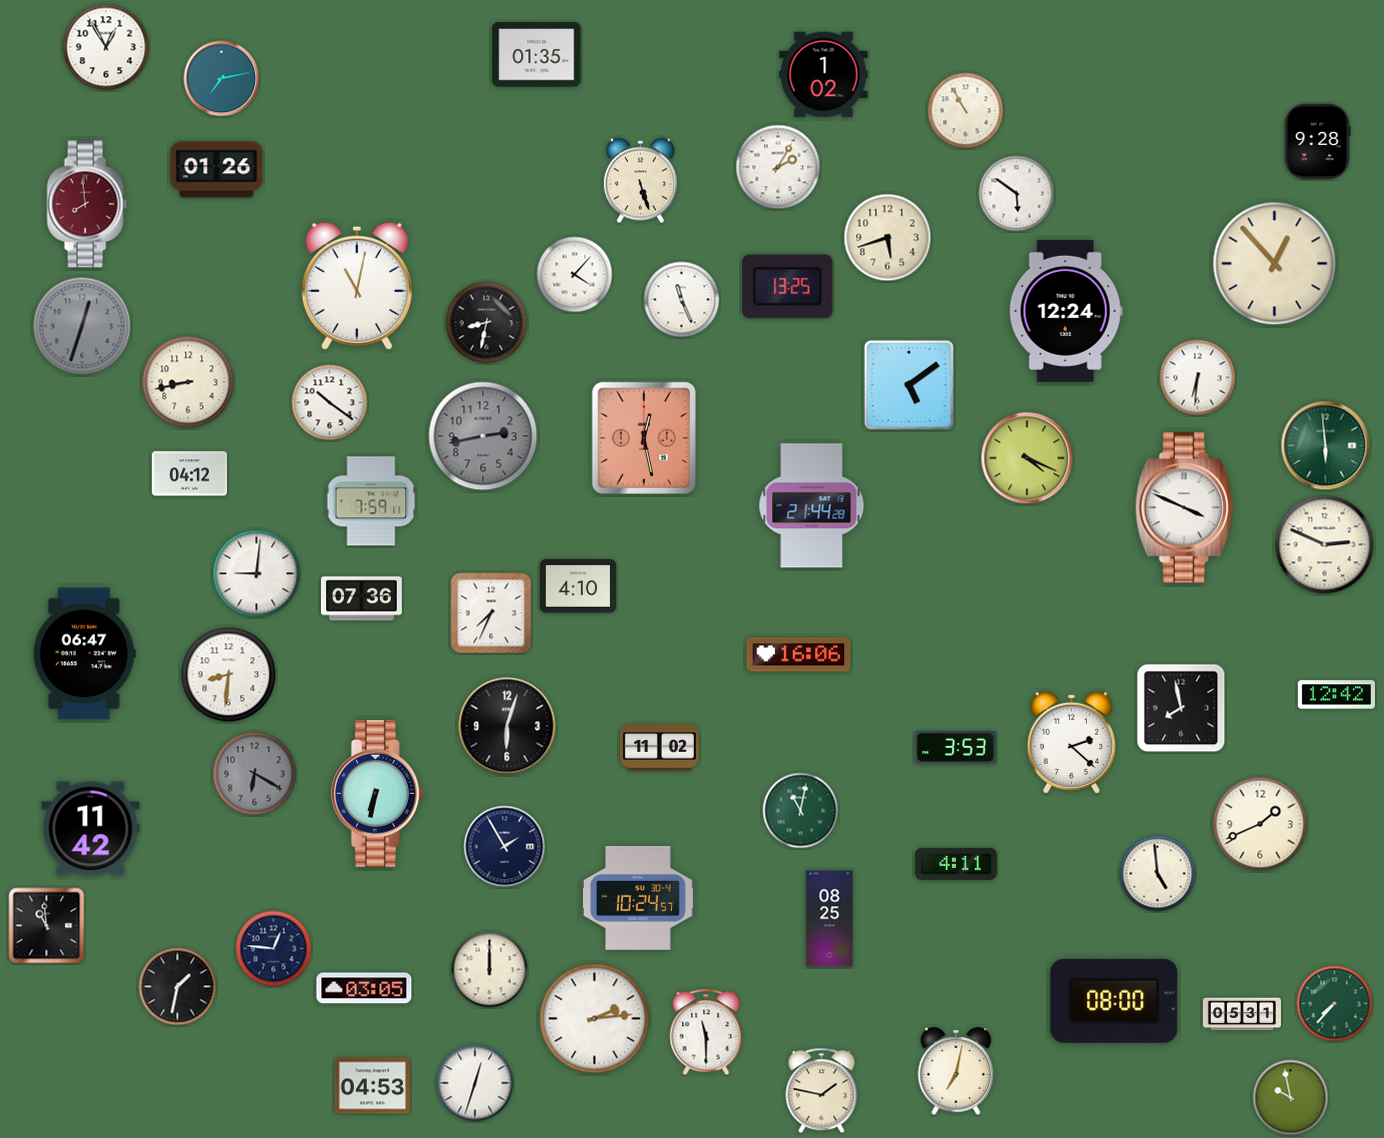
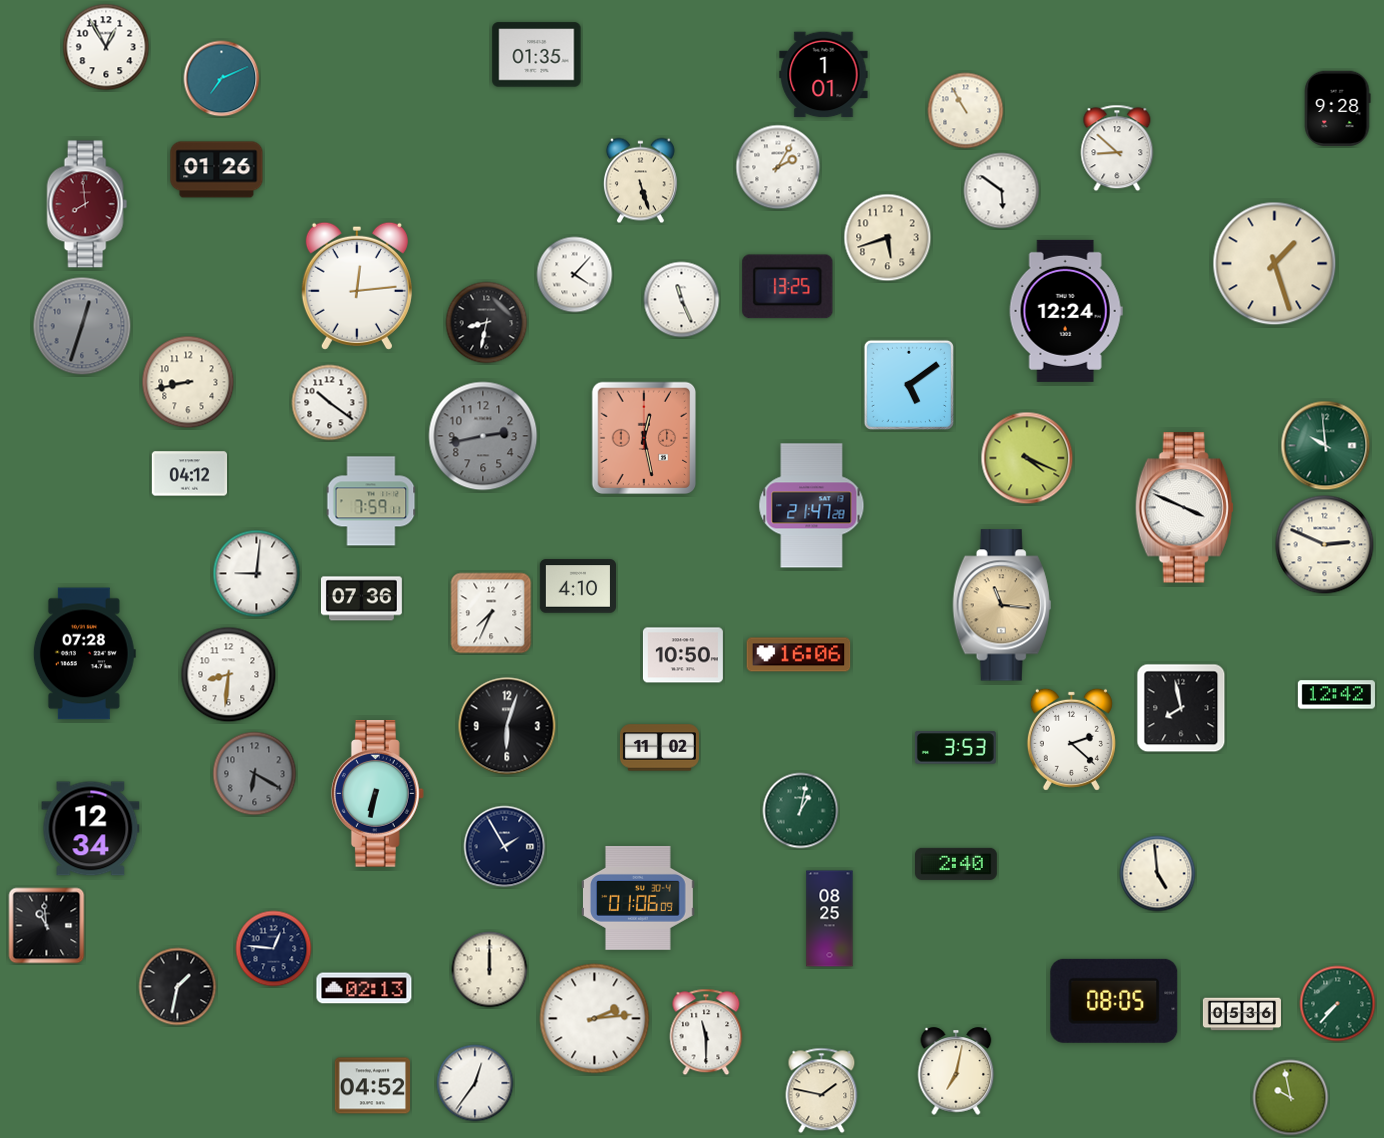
clock at (824, 75): 1:02 -> 1:01
clock at (222, 79): 7:13 -> 7:11
clock at (1317, 142) position: (1317, 142) -> (1337, 109)
clock at (1117, 148): none -> 8:52
clock at (1017, 194) position: (1017, 194) -> (1002, 191)
clock at (1275, 264): 12:53 -> 1:27
clock at (357, 286): 11:02 -> 12:14
clock at (1198, 378): 6:31 -> none
clock at (1326, 446): 5:59 -> 9:59
clock at (812, 506): 21:44 -> 21:47
clock at (1002, 605): none -> 11:16
clock at (84, 654): 06:47 -> 07:28
clock at (683, 655): none -> 10:50
clock at (1071, 742) position: (1071, 742) -> (1071, 739)
clock at (801, 811): 11:02 -> 1:02
clock at (1260, 824): 1:41 -> none
clock at (91, 829): 11:42 -> 12:34
clock at (957, 864): 4:11 -> 2:40
clock at (639, 898): 10:24 -> 01:06
clock at (364, 988): 03:05 -> 02:13
clock at (1114, 1001): 08:00 -> 08:05
clock at (1335, 1004) position: (1335, 1004) -> (1338, 1004)
clock at (1242, 1014): 05:31 -> 05:36
clock at (475, 1083): 12:33 -> 12:36
clock at (373, 1086): 04:53 -> 04:52
